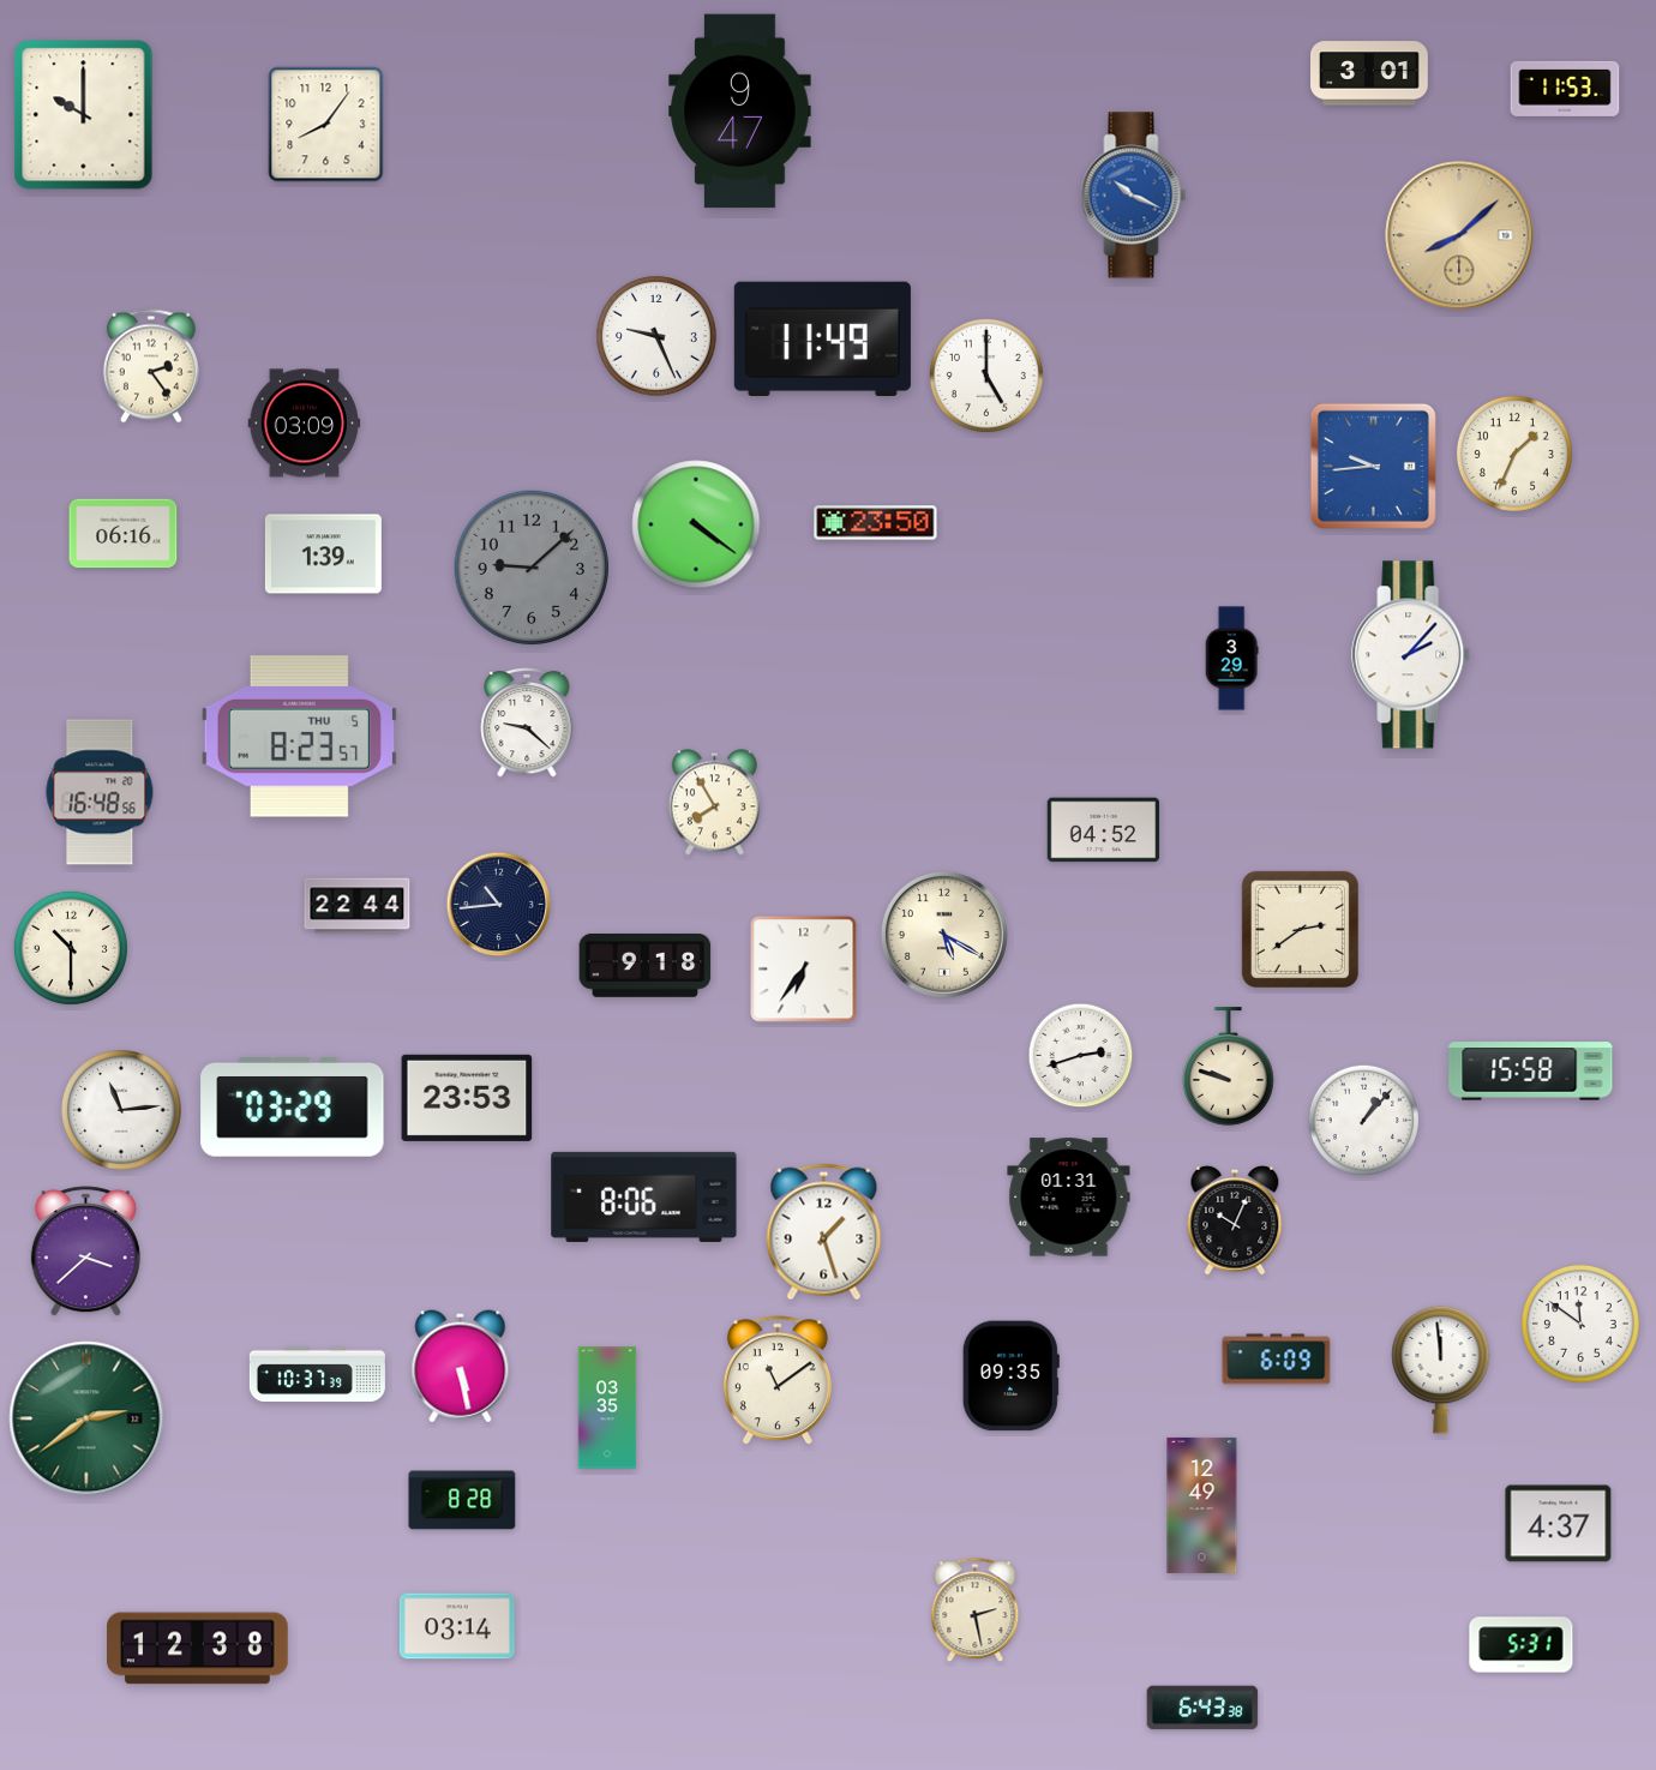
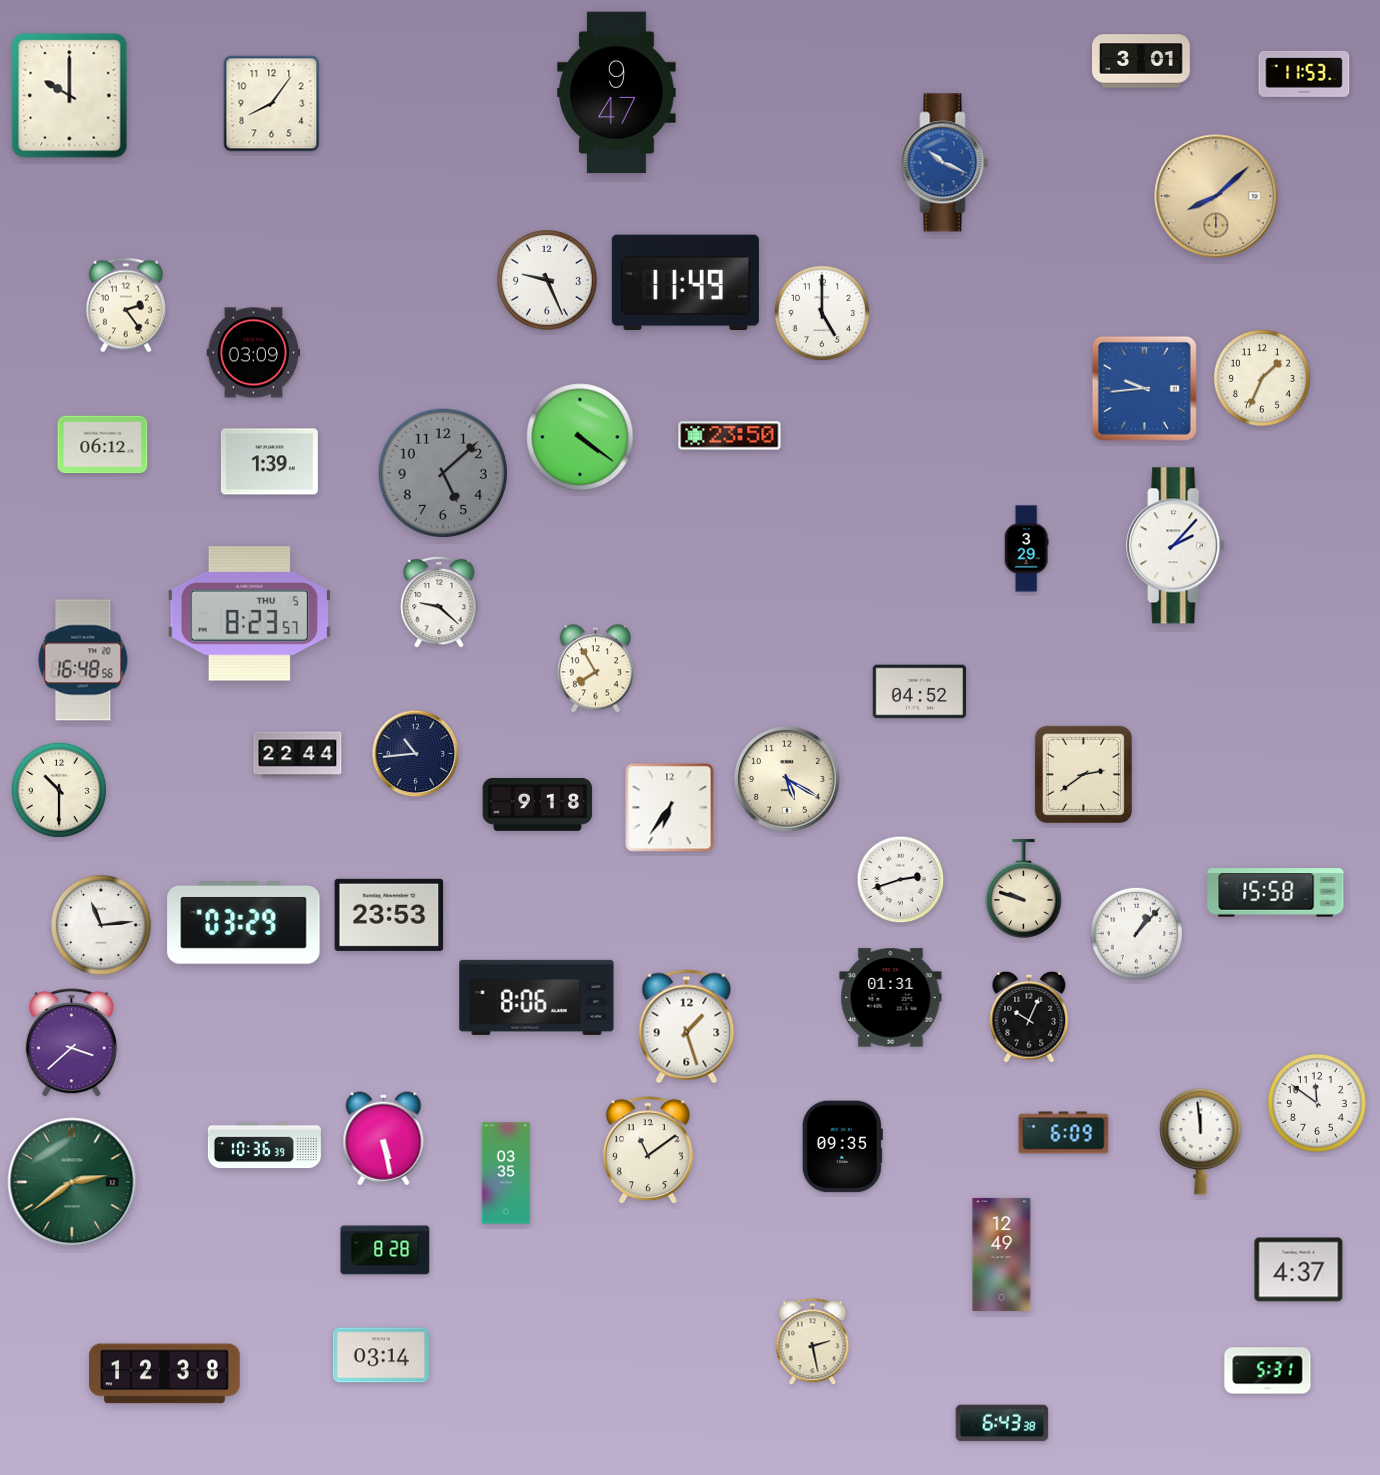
clock at (124, 534): 06:16 -> 06:12
clock at (530, 566): 9:08 -> 5:08
clock at (317, 1375): 10:37 -> 10:36
